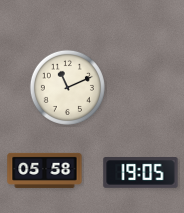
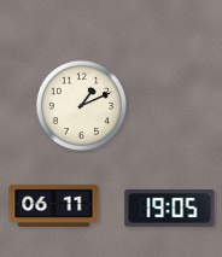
clock at (67, 87): 11:11 -> 1:11
clock at (45, 170): 05:58 -> 06:11
